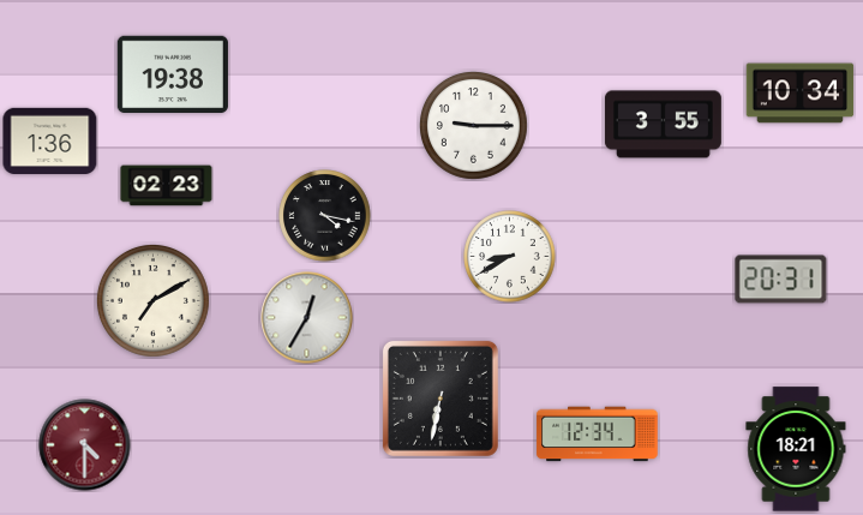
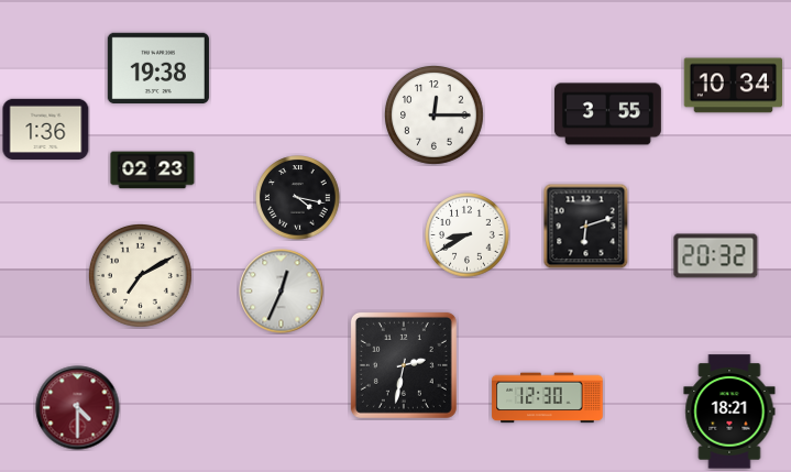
clock at (474, 126): 9:15 -> 12:15
clock at (585, 226): none -> 6:12
clock at (781, 280): 20:31 -> 20:32
clock at (307, 318): 12:35 -> 12:34
clock at (441, 399): 6:32 -> 2:32
clock at (598, 435): 12:34 -> 12:30
